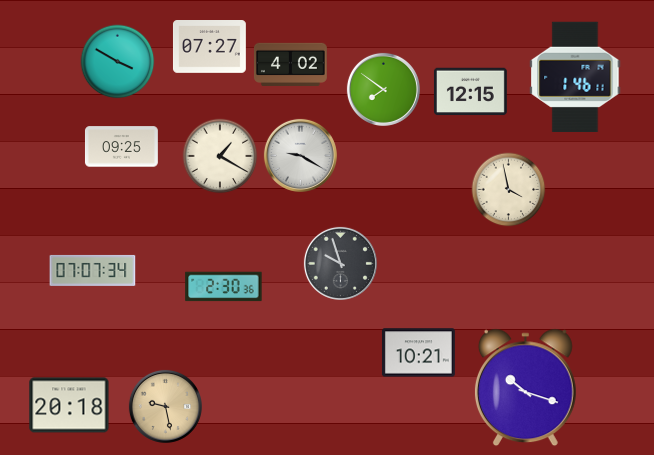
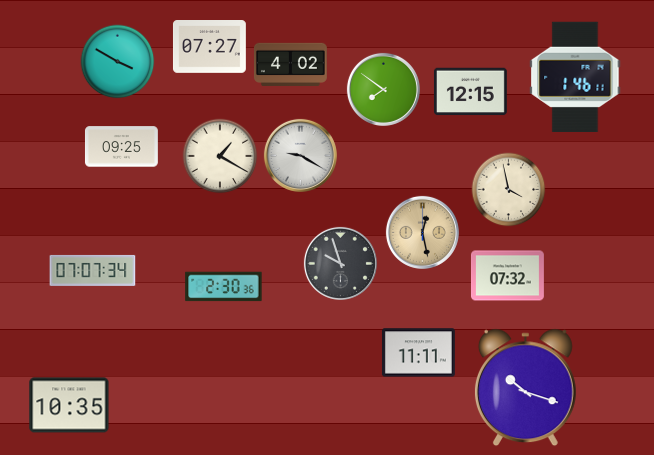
clock at (422, 232): none -> 12:28
clock at (507, 276): none -> 07:32
clock at (418, 353): 10:21 -> 11:11
clock at (69, 405): 20:18 -> 10:35
clock at (165, 406): 9:28 -> none
